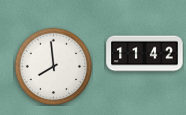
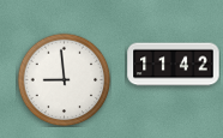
clock at (53, 66): 7:59 -> 8:59
